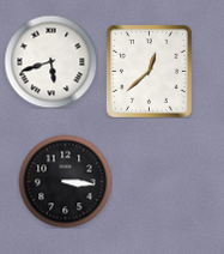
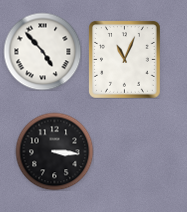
clock at (50, 61): 5:42 -> 4:53
clock at (150, 72): 12:38 -> 11:04
